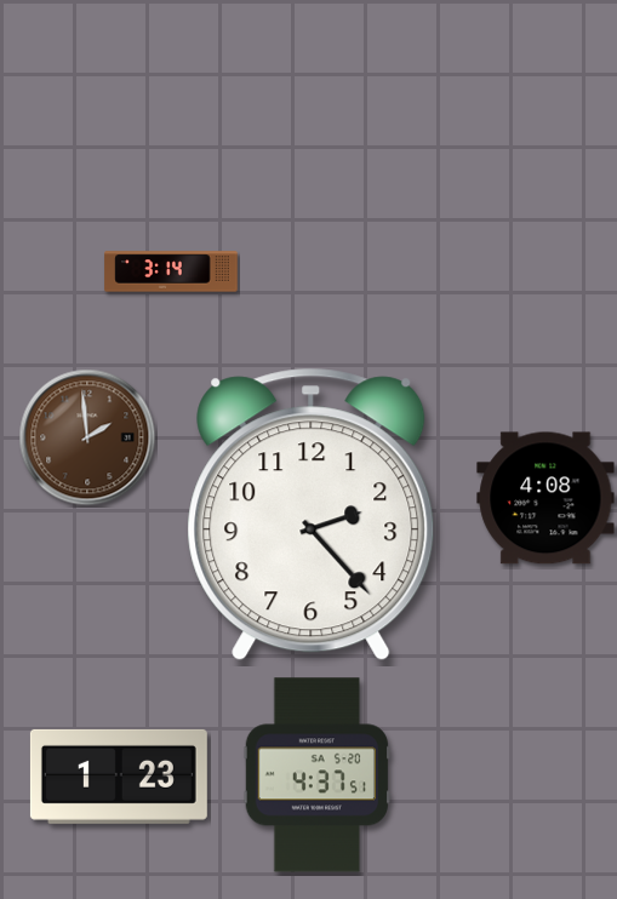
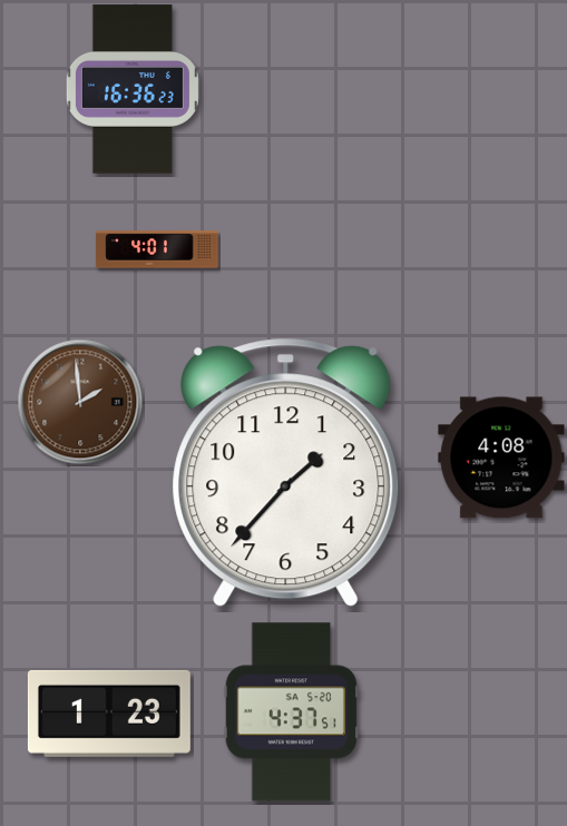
clock at (133, 89): none -> 16:36
clock at (171, 271): 3:14 -> 4:01
clock at (312, 515): 2:23 -> 1:37
